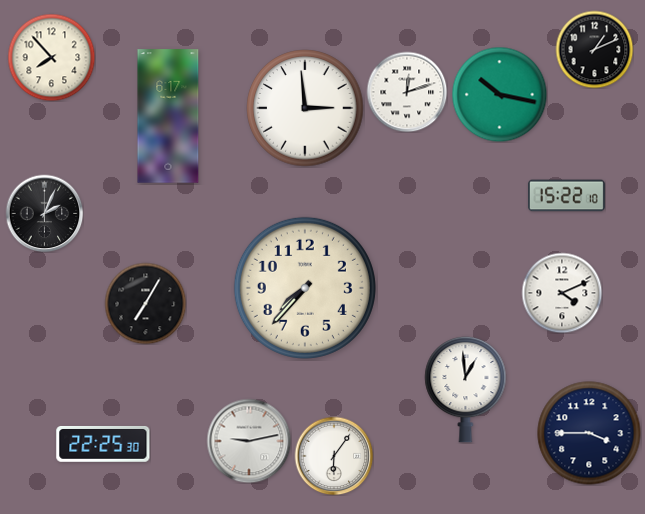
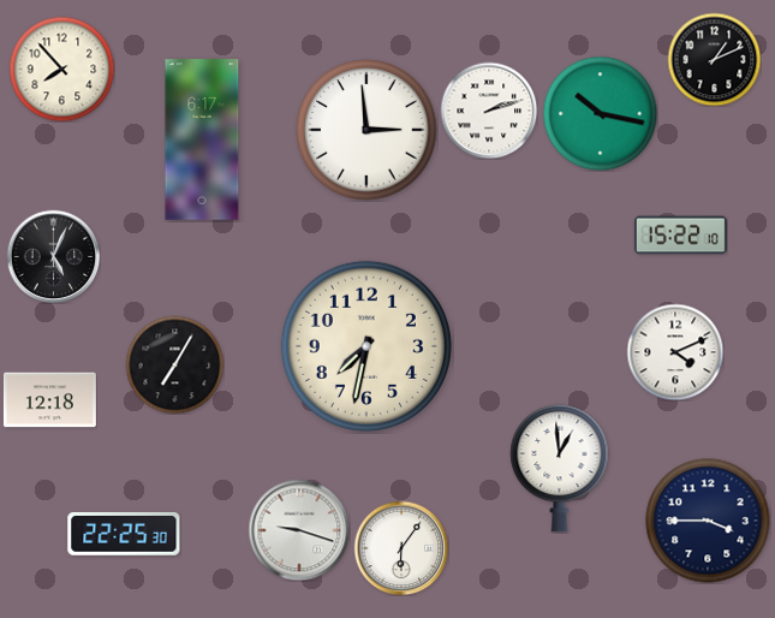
clock at (407, 92): 12:12 -> 2:12
clock at (44, 213): 2:04 -> 5:04
clock at (305, 288): 7:37 -> 7:32
clock at (49, 400): none -> 12:18
clock at (249, 441): 9:13 -> 9:18
